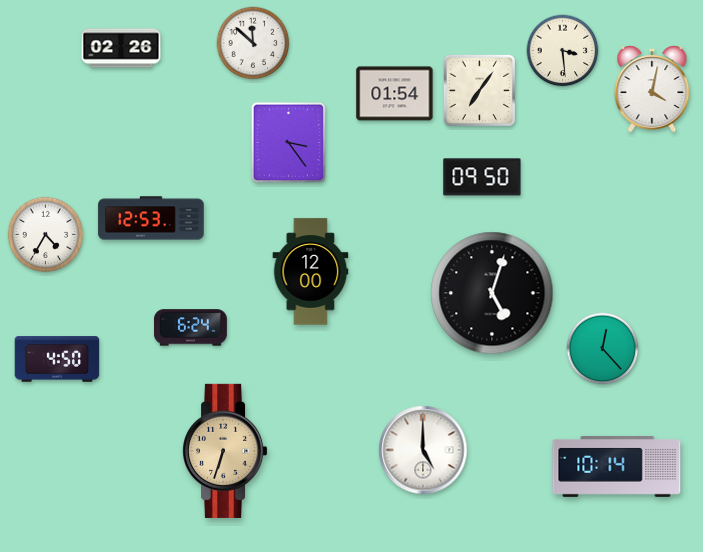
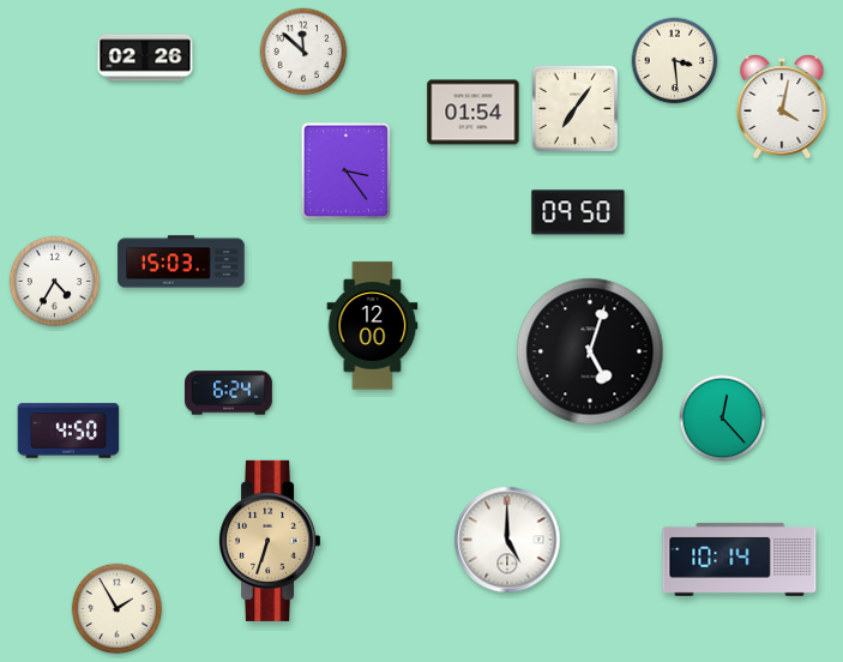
clock at (151, 218): 12:53 -> 15:03
clock at (118, 609): none -> 1:55
